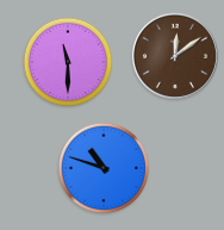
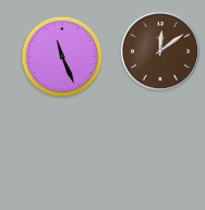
clock at (68, 62): 11:30 -> 11:26
clock at (104, 168): 10:48 -> none
